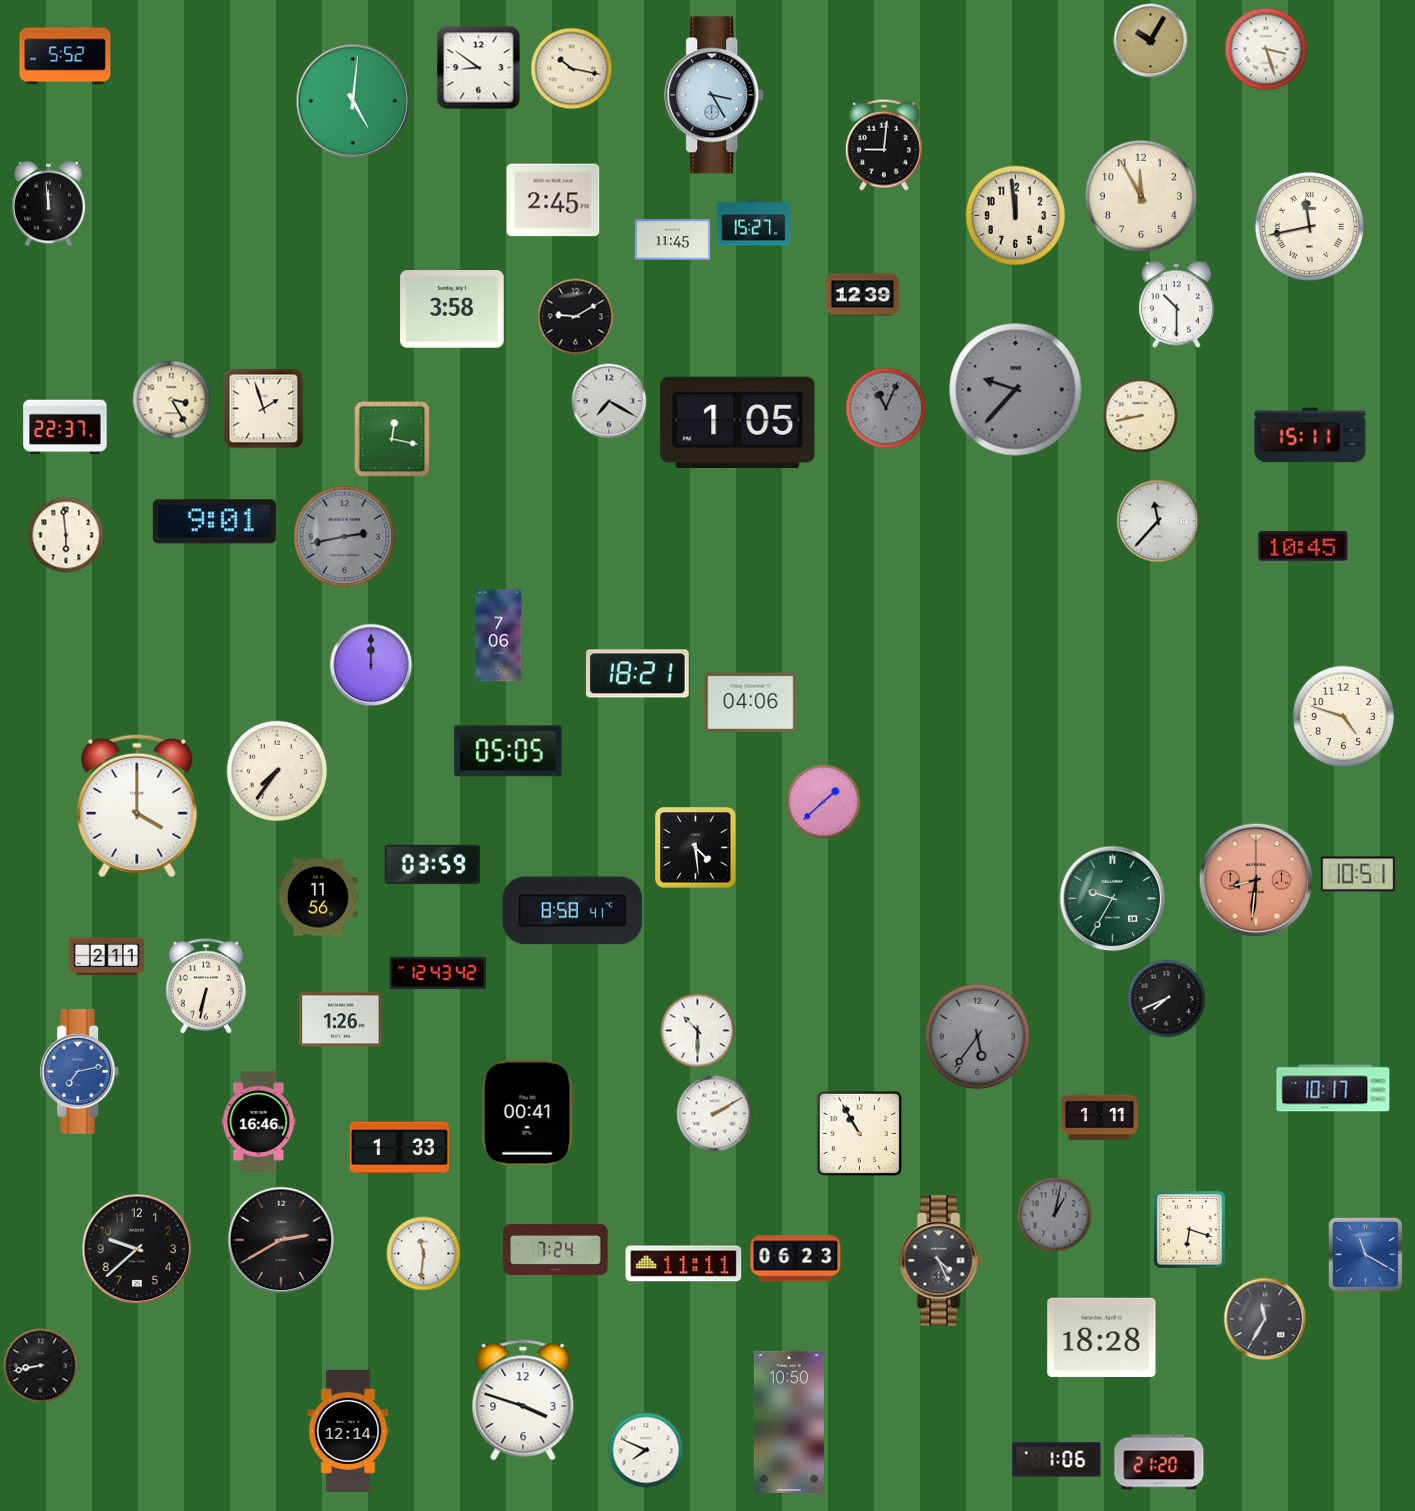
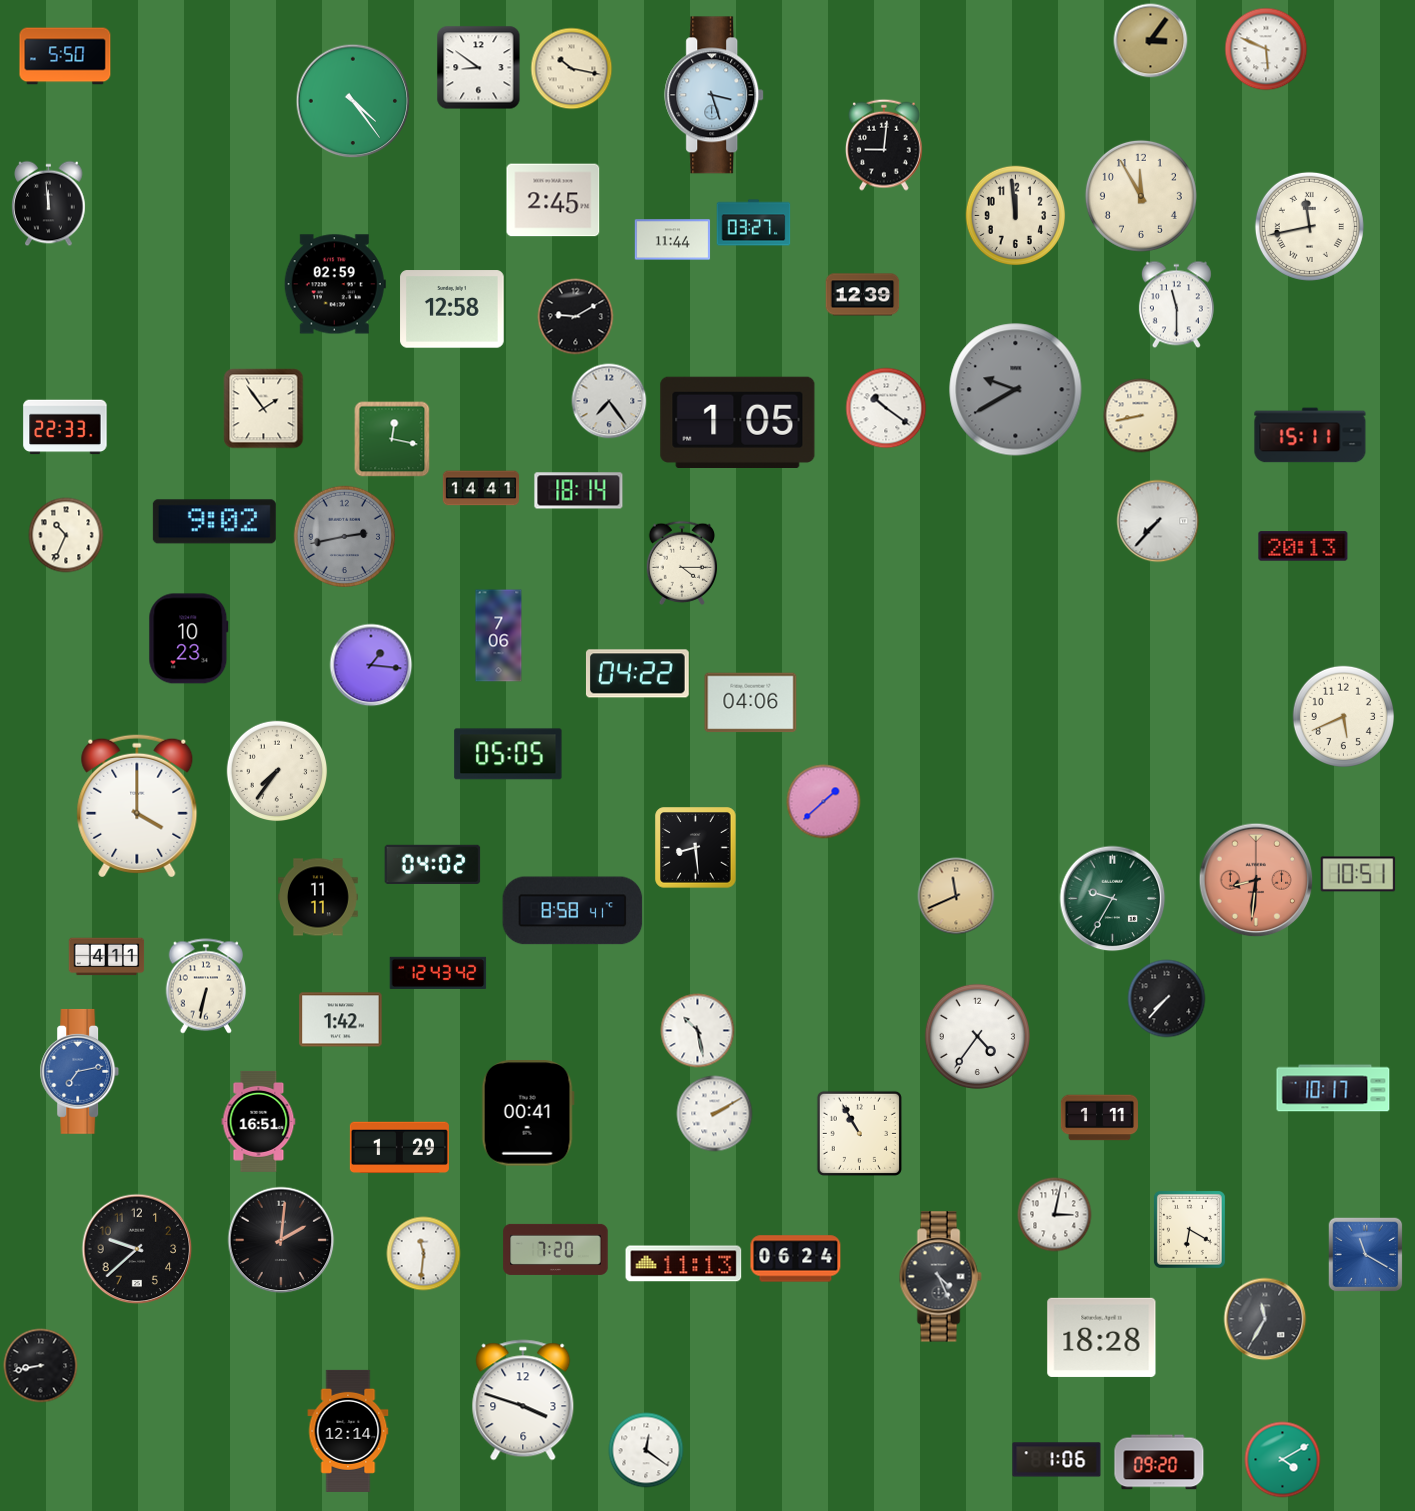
clock at (1151, 41): 10:05 -> 3:06
clock at (1266, 49): 3:27 -> 5:49
clock at (65, 56): 5:52 -> 5:50
clock at (715, 95): 3:25 -> 3:27
clock at (353, 101): 5:01 -> 4:24
clock at (754, 223): 15:27 -> 03:27
clock at (673, 240): 11:45 -> 11:44
clock at (335, 284): none -> 02:59
clock at (1176, 305): 10:30 -> 11:30
clock at (452, 309): 3:58 -> 12:58
clock at (1016, 390): 9:37 -> 9:40
clock at (172, 400): 3:25 -> none
clock at (609, 401): 7:20 -> 7:24
clock at (886, 408): 11:04 -> 10:21
clock at (886, 408) dial: grey -> white
clock at (264, 409): 1:57 -> 1:54
clock at (65, 427): 22:37 -> 22:33
clock at (480, 488): none -> 14:41
clock at (579, 491): none -> 18:14
clock at (1158, 521): 11:37 -> 7:37
clock at (214, 522): 9:01 -> 9:02
clock at (66, 535): 5:59 -> 10:34
clock at (1303, 546): 10:45 -> 20:13
clock at (682, 563): none -> 4:15
clock at (189, 639): none -> 10:23
clock at (371, 665): 12:00 -> 1:16
clock at (637, 674): 18:21 -> 04:22
clock at (1343, 716): 4:48 -> 5:41
clock at (508, 751) position: (508, 751) -> (508, 754)
clock at (696, 848): 4:29 -> 8:29
clock at (433, 864): 03:59 -> 04:02
clock at (956, 896): none -> 11:41
clock at (319, 897): 11:56 -> 11:11
clock at (107, 957): 2:11 -> 4:11
clock at (1167, 999): 7:41 -> 7:37
clock at (341, 1020): 1:26 -> 1:42
clock at (698, 1031): 10:30 -> 10:28
clock at (977, 1036): 5:36 -> 4:36
clock at (977, 1036) dial: grey -> white
clock at (259, 1121): 16:46 -> 16:51
clock at (399, 1148): 1:33 -> 1:29
clock at (1055, 1215): 1:02 -> 3:02
clock at (1055, 1215) dial: grey -> white
clock at (1189, 1229): 6:18 -> 6:20
clock at (281, 1240): 2:40 -> 2:01
clock at (556, 1249): 7:24 -> 7:20
clock at (796, 1259): 06:23 -> 06:24
clock at (940, 1261) position: (940, 1261) -> (940, 1277)
clock at (684, 1264): 11:11 -> 11:13
clock at (789, 1421): 10:50 -> none
clock at (646, 1450): 7:49 -> 12:21
clock at (1283, 1460): none -> 4:10
clock at (1159, 1462): 21:20 -> 09:20
